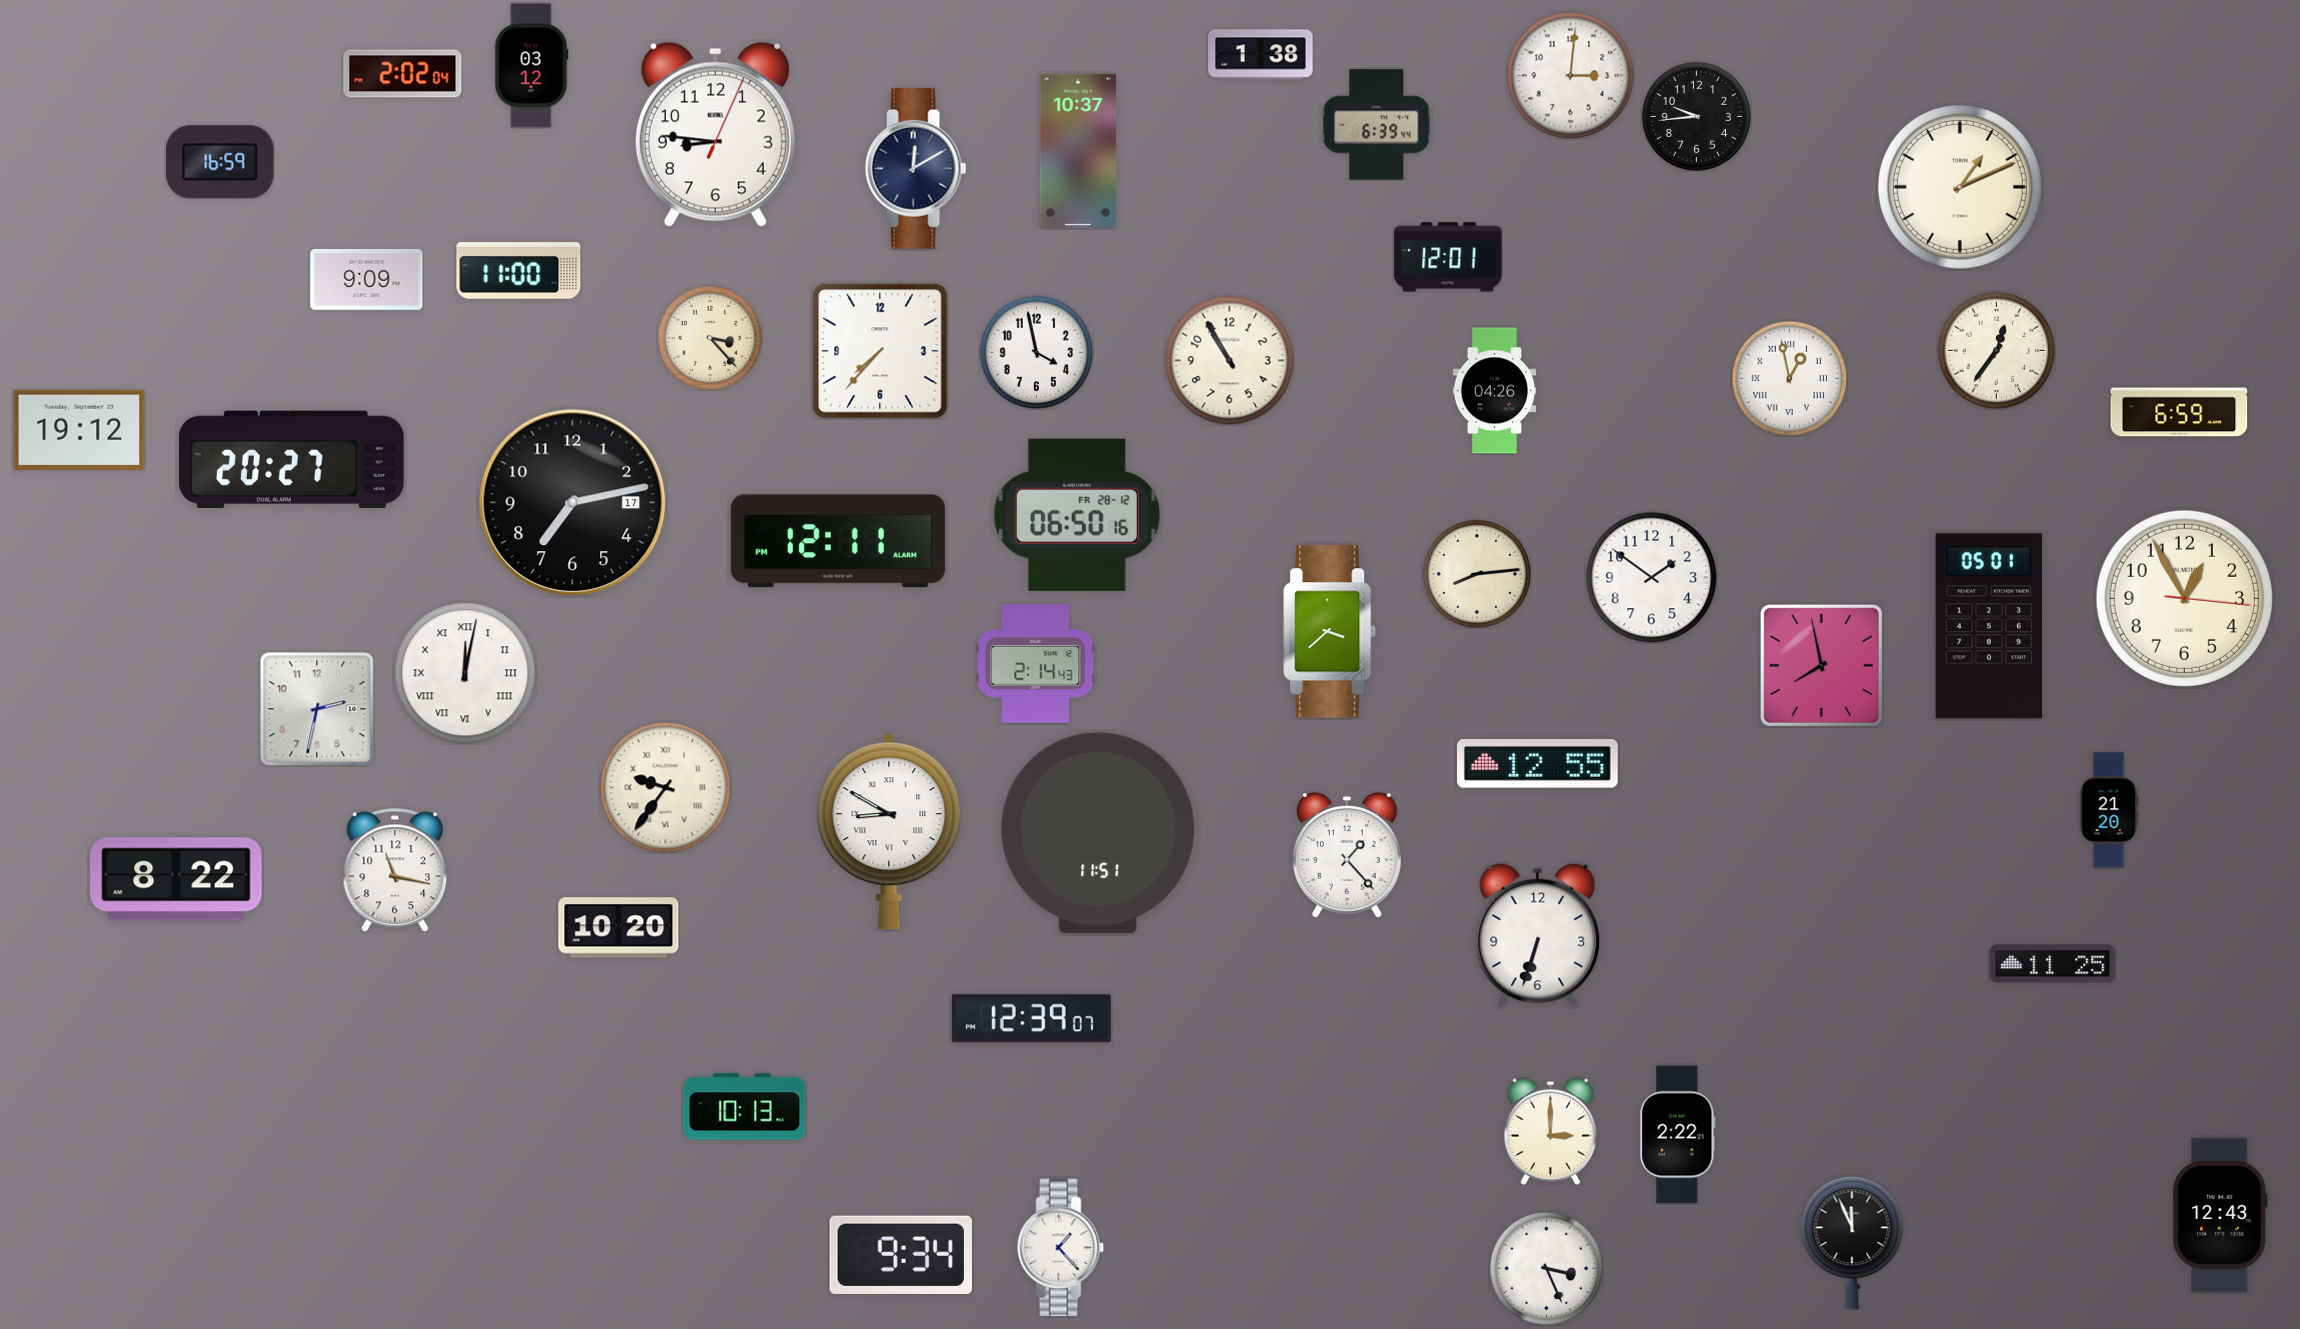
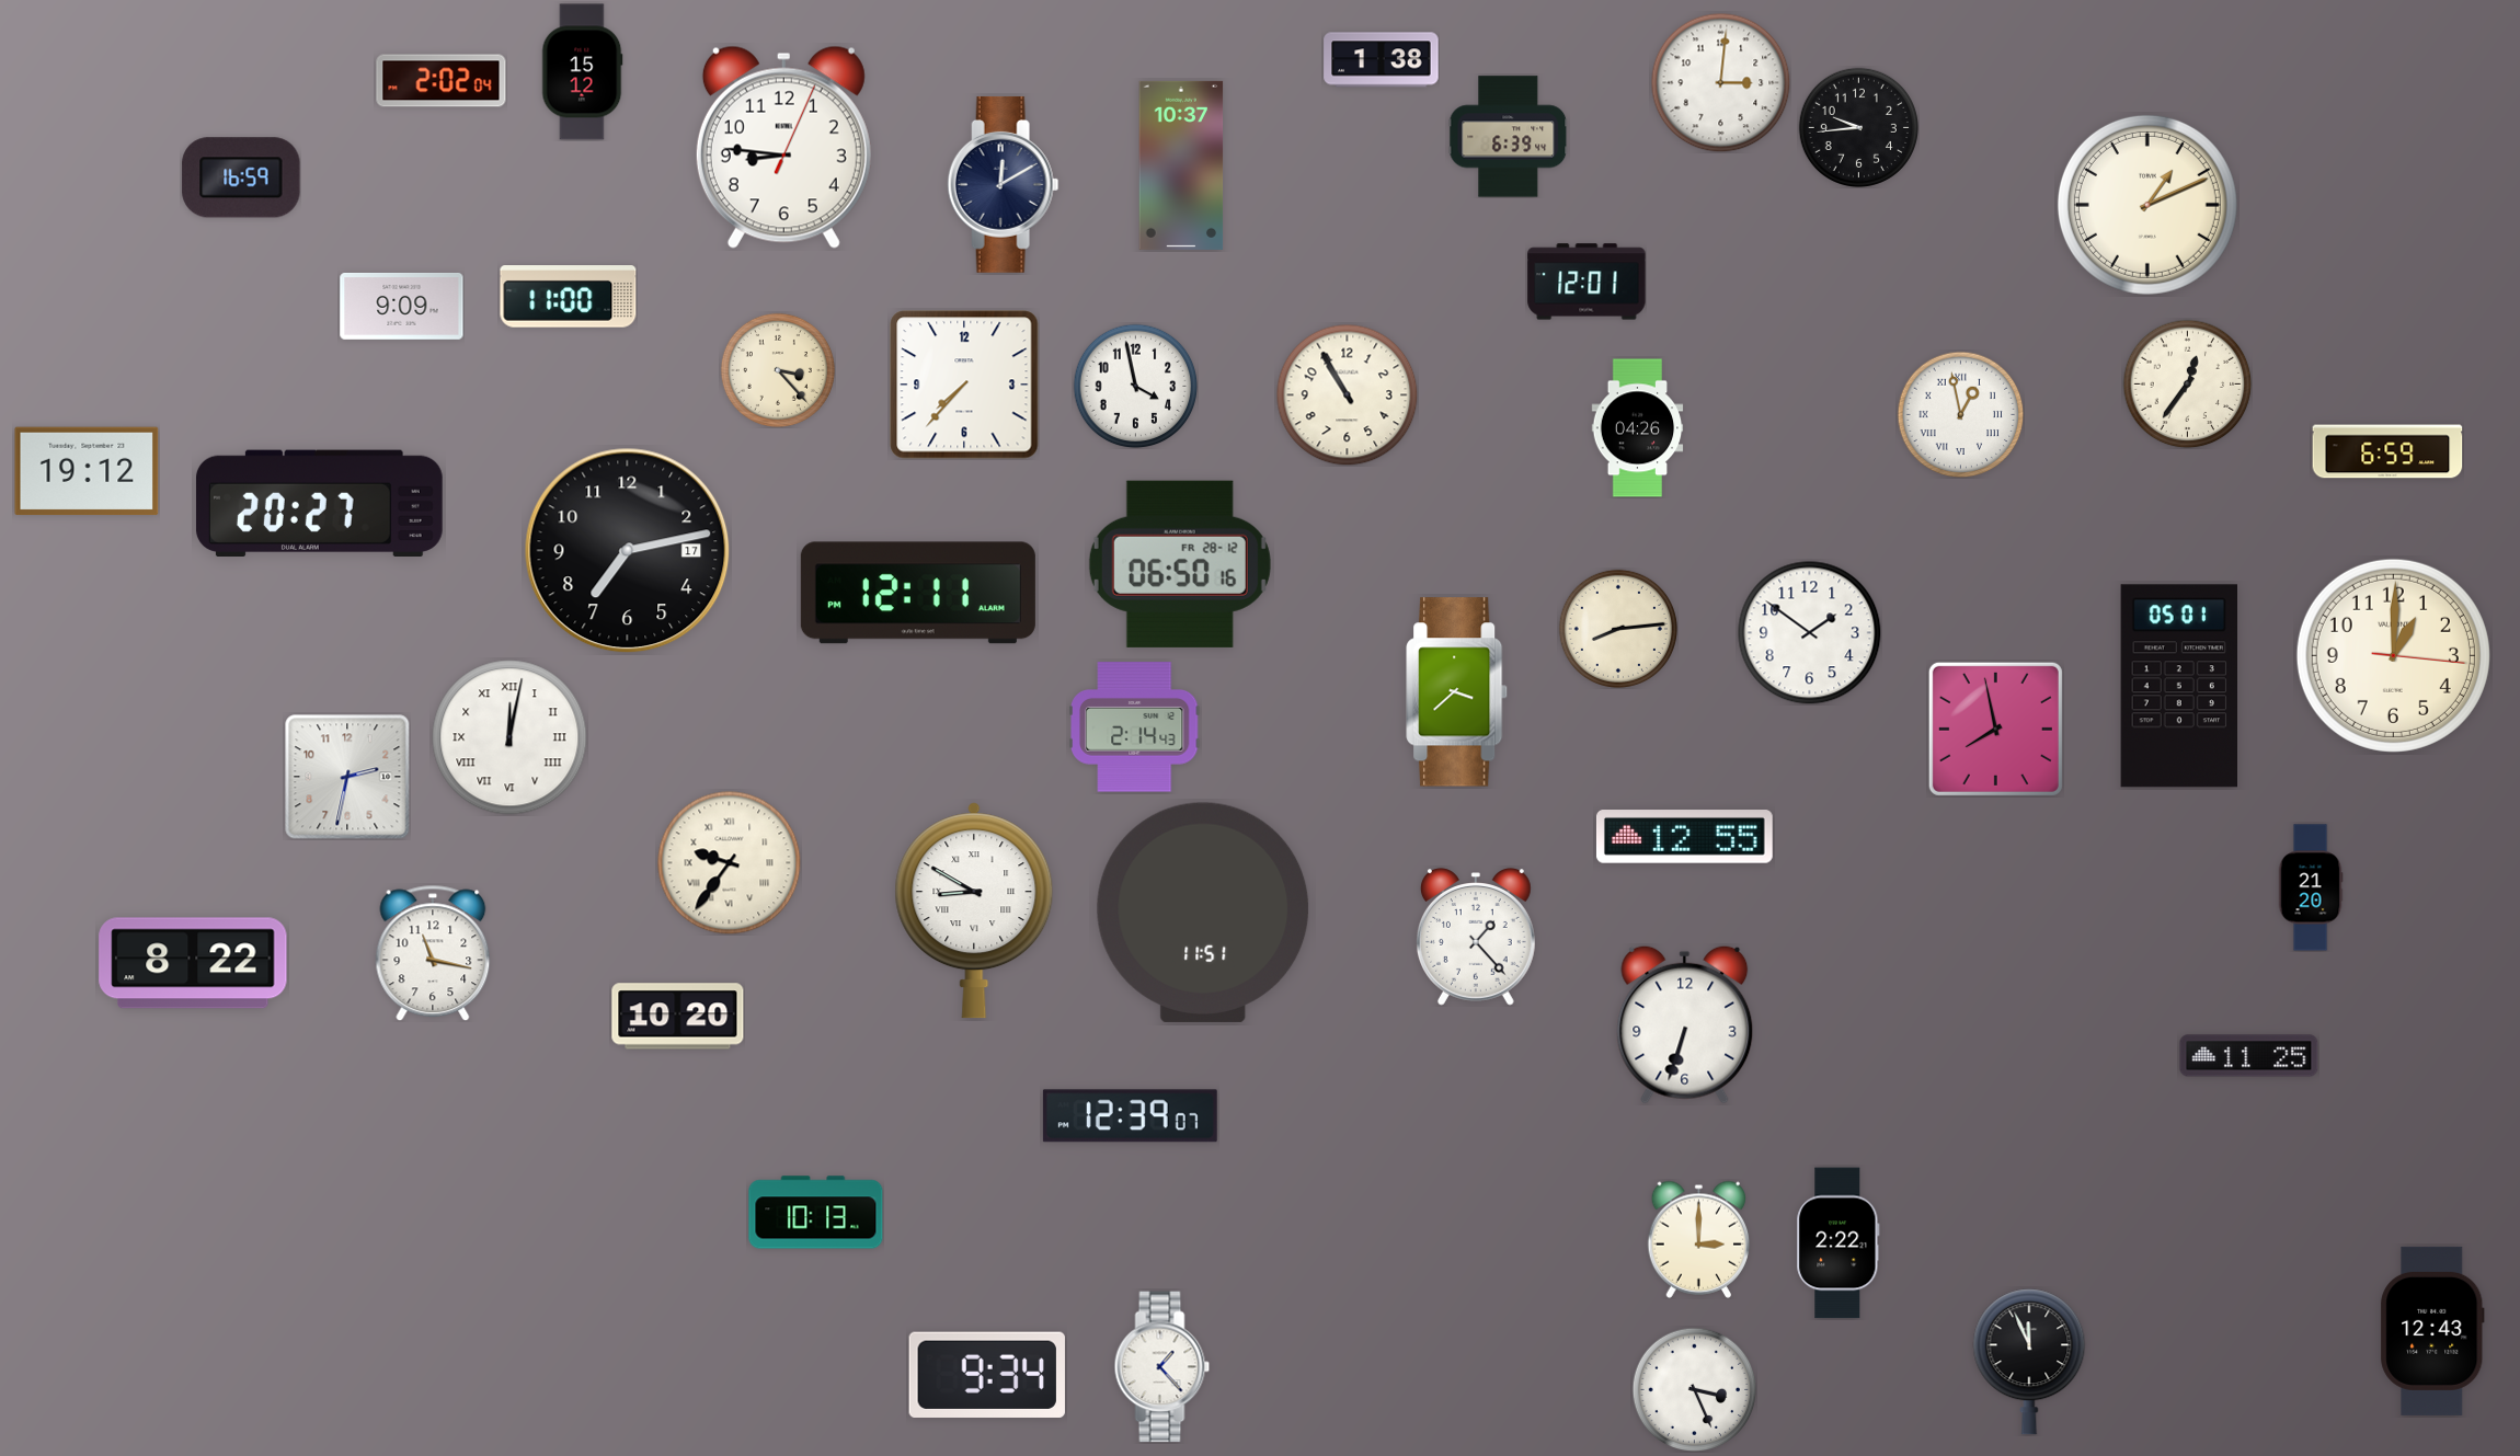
clock at (531, 66): 03:12 -> 15:12
clock at (2184, 598): 12:55 -> 1:00
